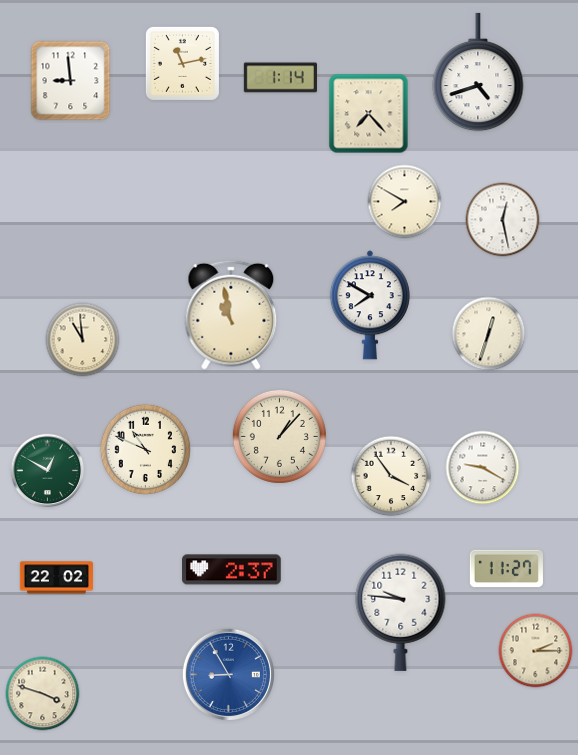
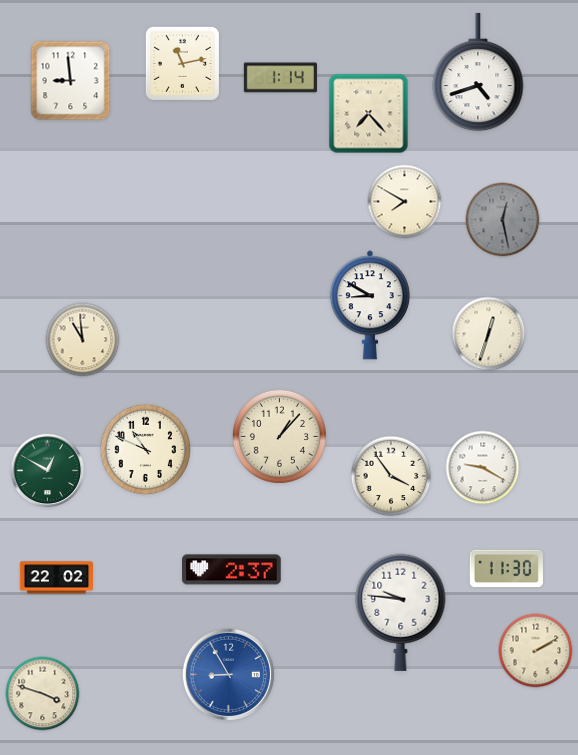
clock at (503, 220) dial: white -> grey
clock at (370, 305): 7:50 -> 8:50
clock at (231, 315): 10:58 -> none
clock at (506, 569): 11:27 -> 11:30
clock at (536, 651): 2:15 -> 2:10
